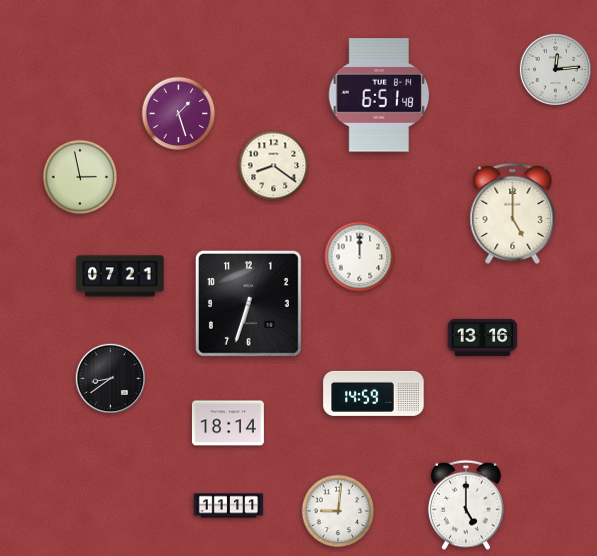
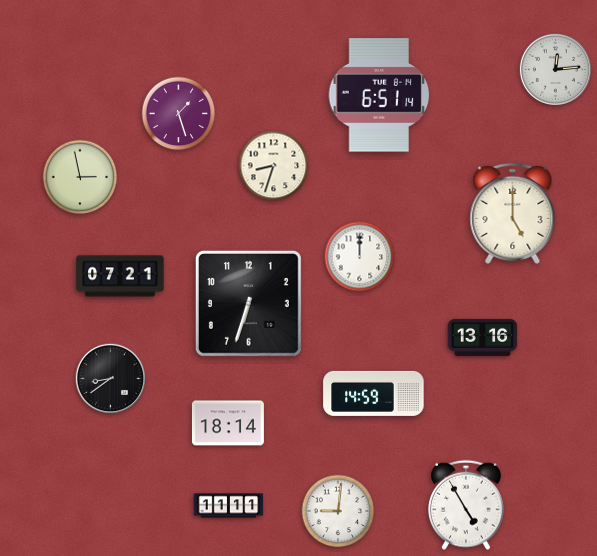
clock at (379, 95): 6:51:48 -> 6:51:14
clock at (274, 166): 8:21 -> 8:33
clock at (466, 505): 5:00 -> 4:55
